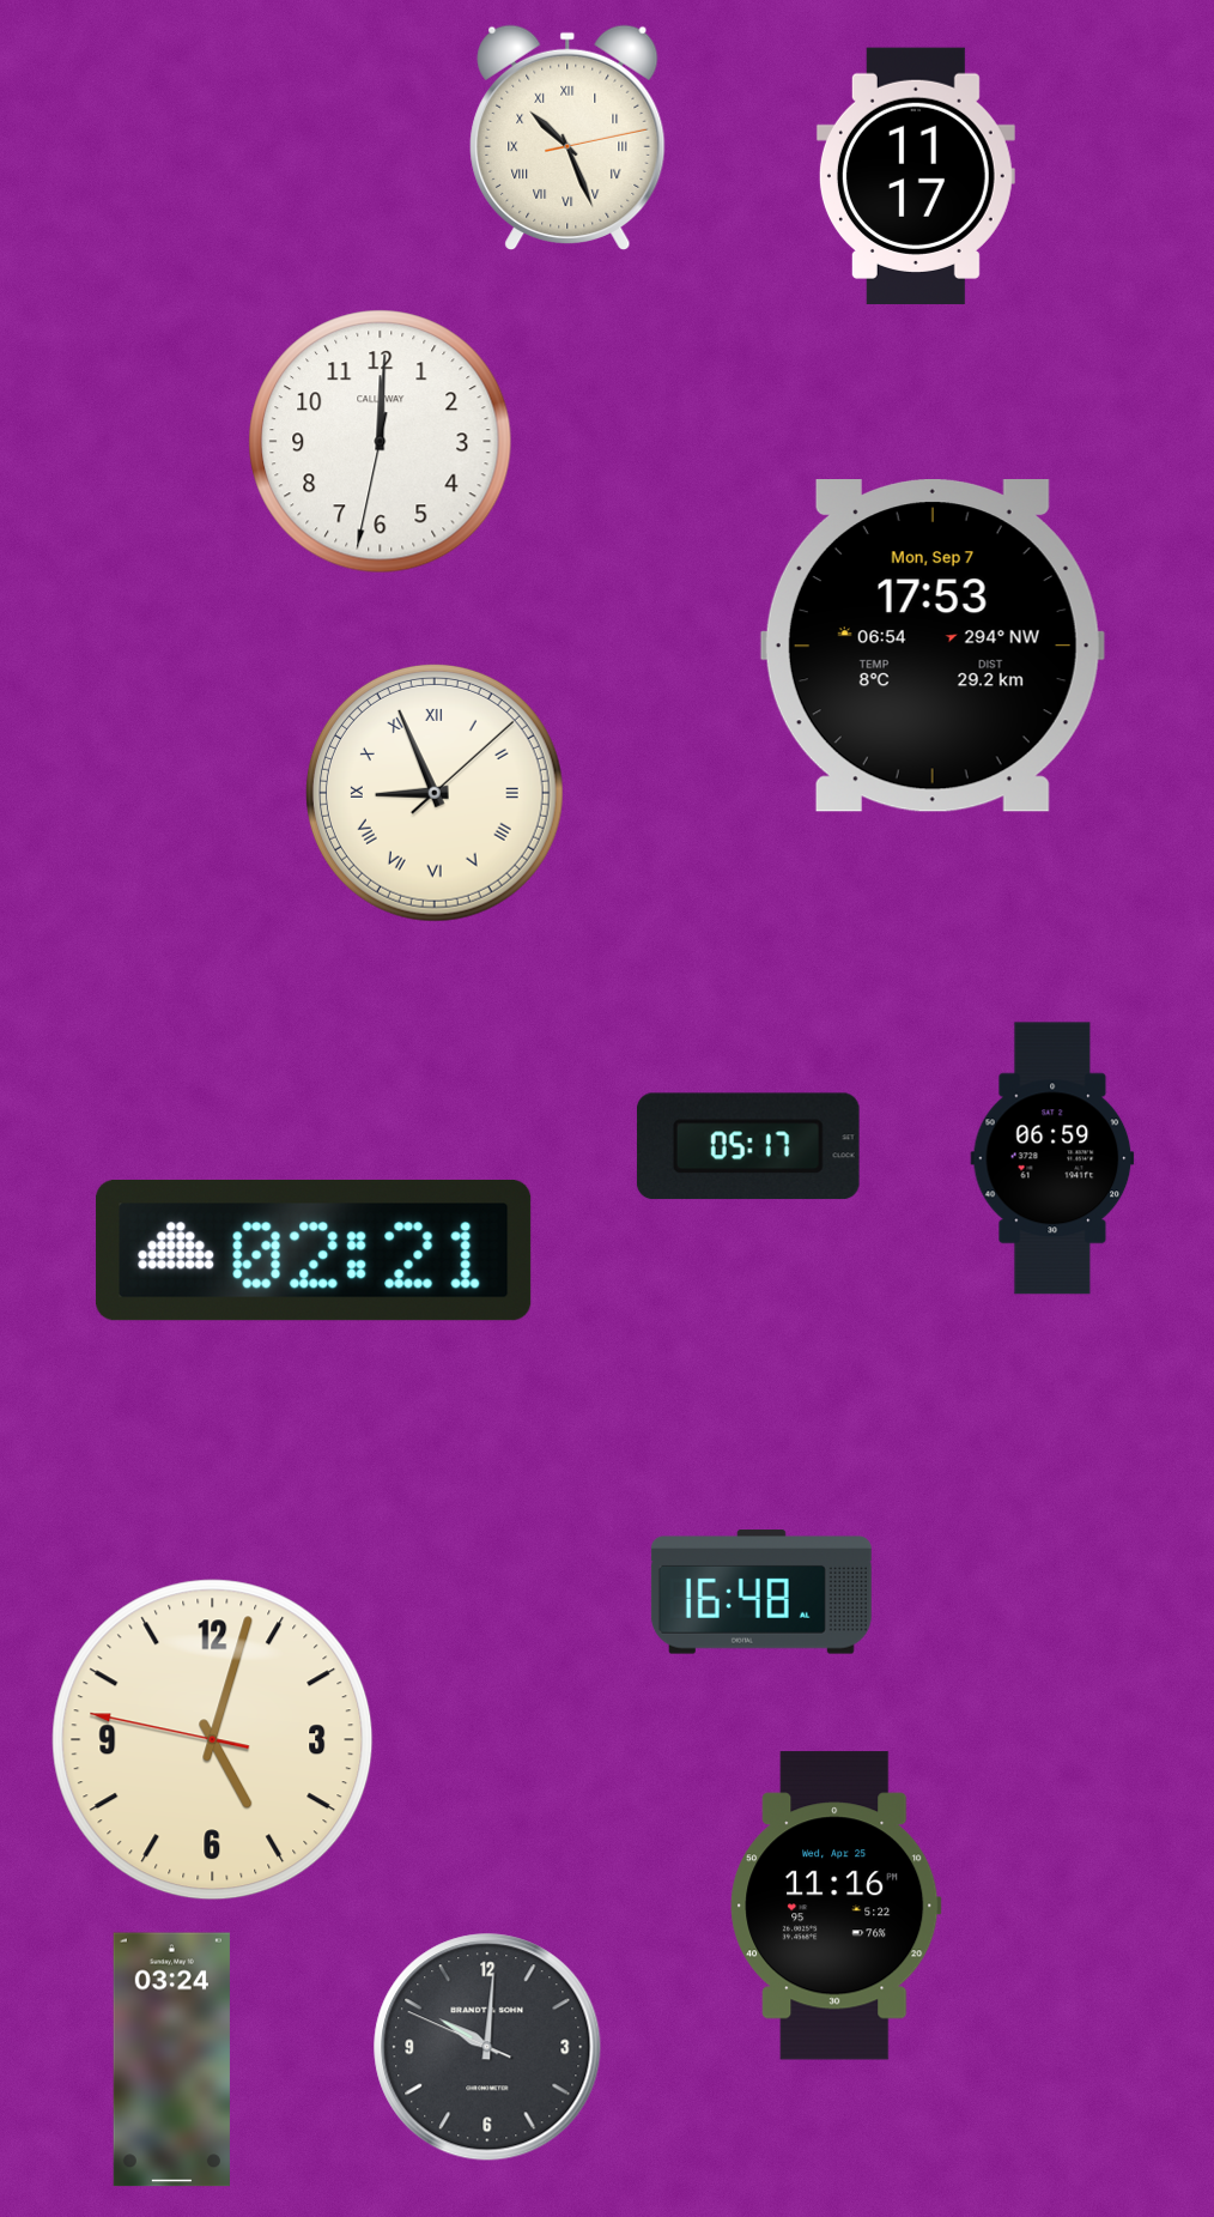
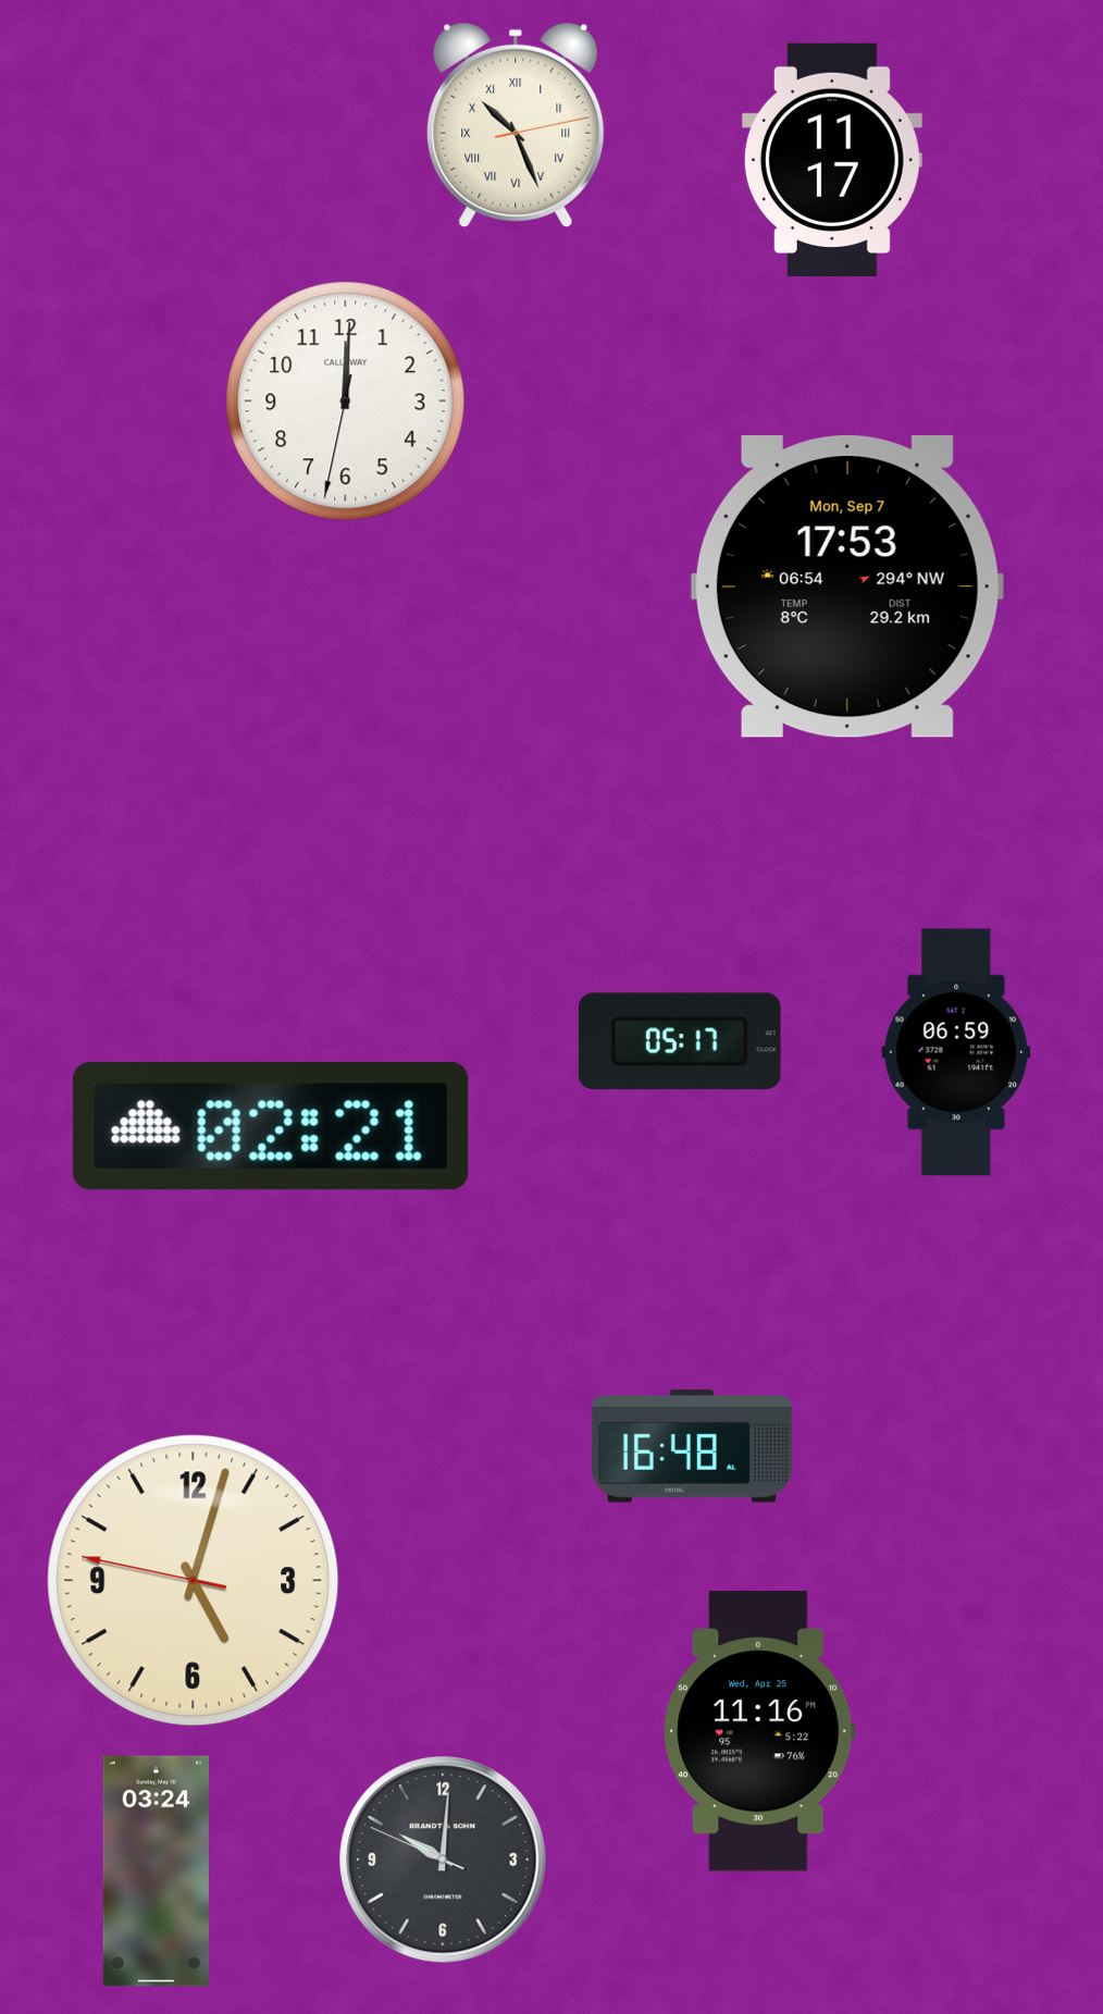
clock at (435, 793): 8:56 -> none
clock at (314, 1252) position: (314, 1252) -> (271, 1127)
